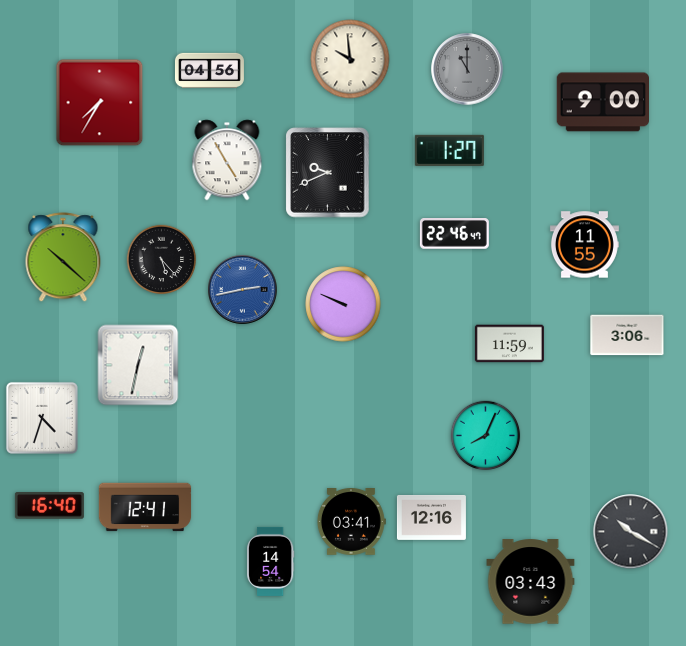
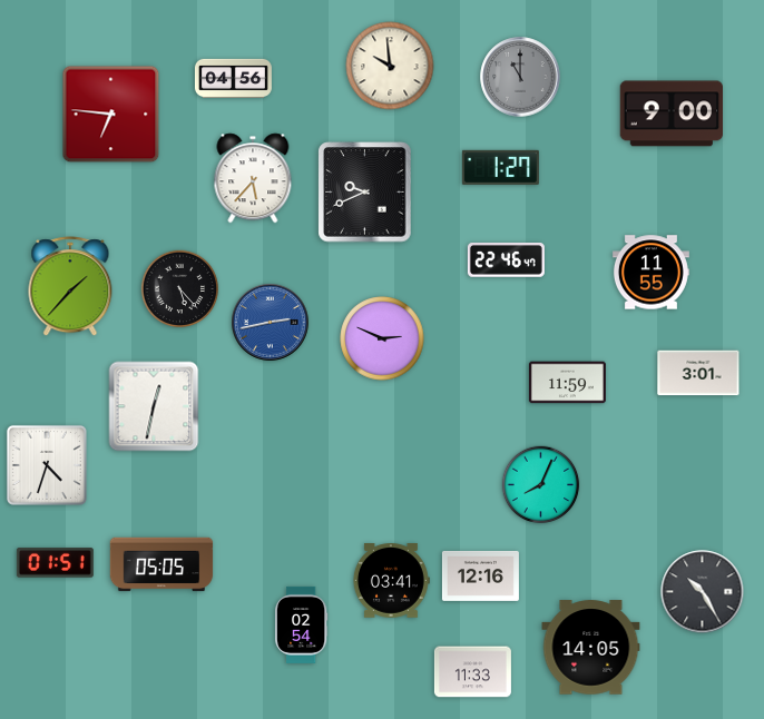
clock at (100, 103): 7:35 -> 6:46
clock at (227, 160): 4:55 -> 5:37
clock at (63, 258): 10:22 -> 1:37
clock at (343, 304): 9:49 -> 2:49
clock at (627, 335): 3:06 -> 3:01
clock at (49, 506): 16:40 -> 01:51
clock at (145, 507): 12:41 -> 05:05
clock at (631, 532): 10:20 -> 10:25
clock at (270, 561): 14:54 -> 02:54
clock at (531, 582): 03:43 -> 14:05
clock at (472, 672): none -> 11:33
